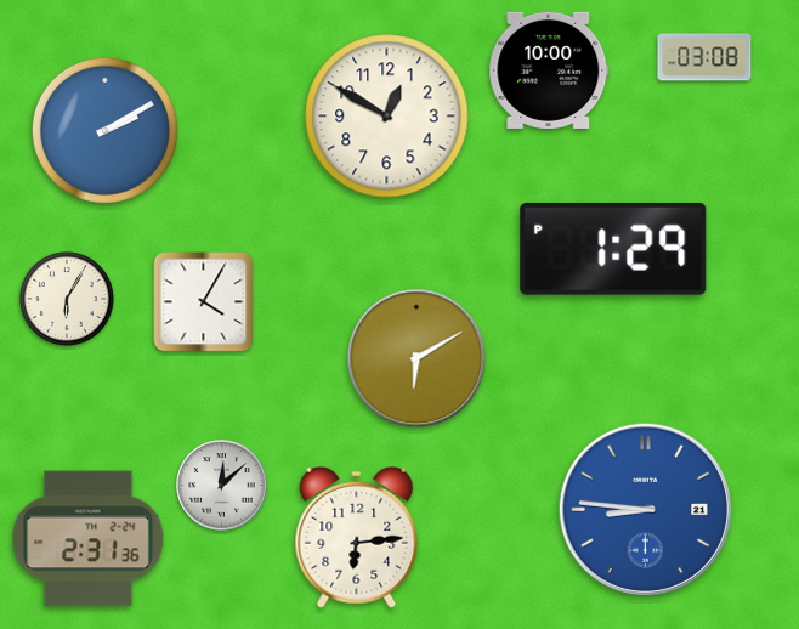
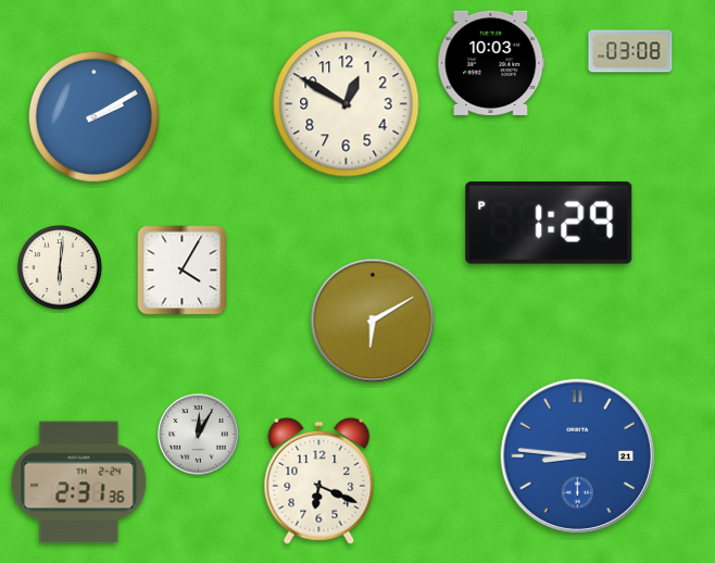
clock at (549, 70): 10:00 -> 10:03
clock at (67, 299): 6:05 -> 6:01
clock at (222, 486): 12:08 -> 12:05
clock at (357, 537): 6:14 -> 6:19
